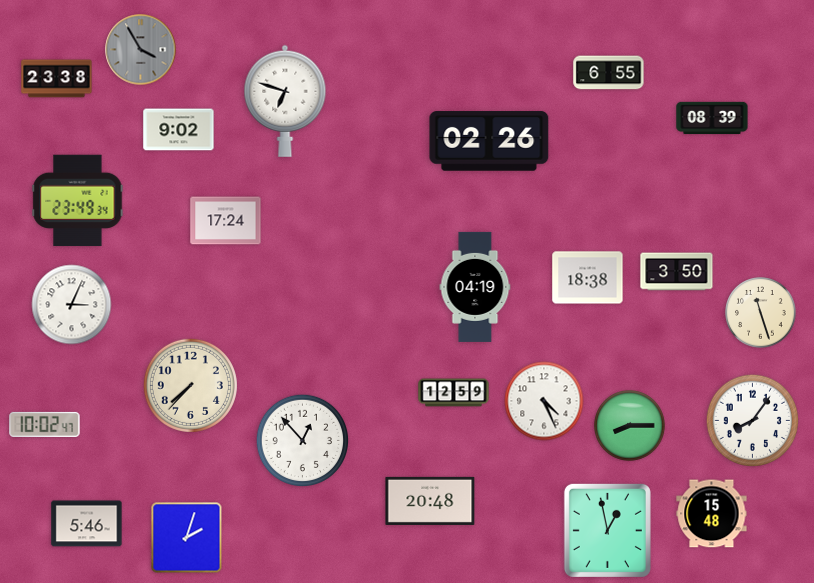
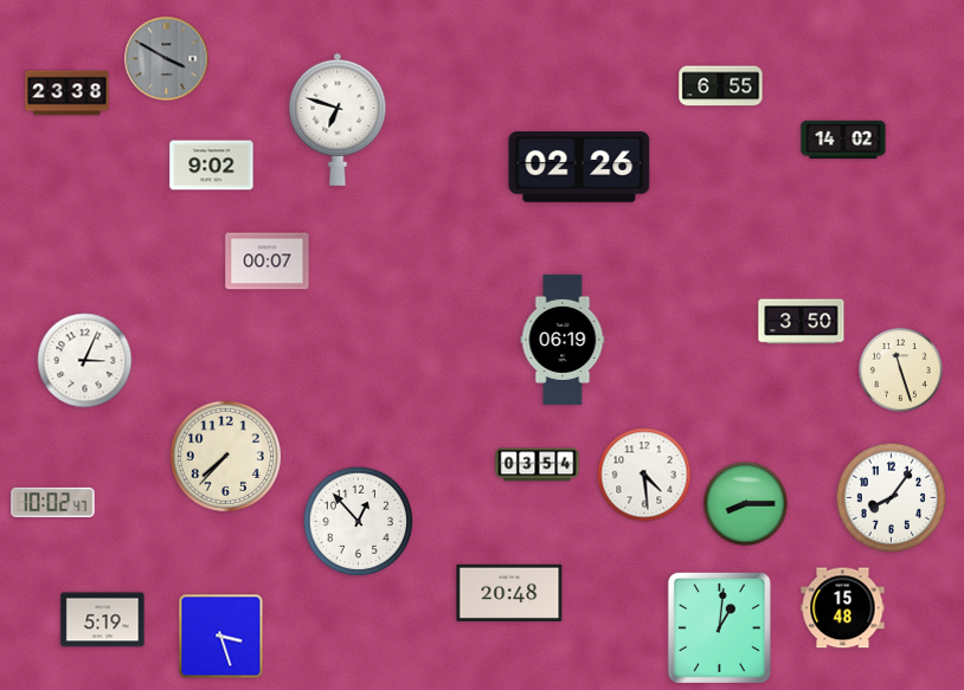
clock at (141, 50): 3:55 -> 3:50
clock at (712, 118): 08:39 -> 14:02
clock at (179, 130) position: (179, 130) -> (212, 166)
clock at (78, 201): 23:49 -> none
clock at (226, 221): 17:24 -> 00:07
clock at (588, 278): 18:38 -> none
clock at (475, 287): 04:19 -> 06:19
clock at (454, 393): 12:59 -> 03:54
clock at (544, 401): 4:26 -> 4:29
clock at (87, 524): 5:46 -> 5:19
clock at (607, 530): 12:58 -> 1:01
clock at (187, 538): 2:03 -> 3:27
